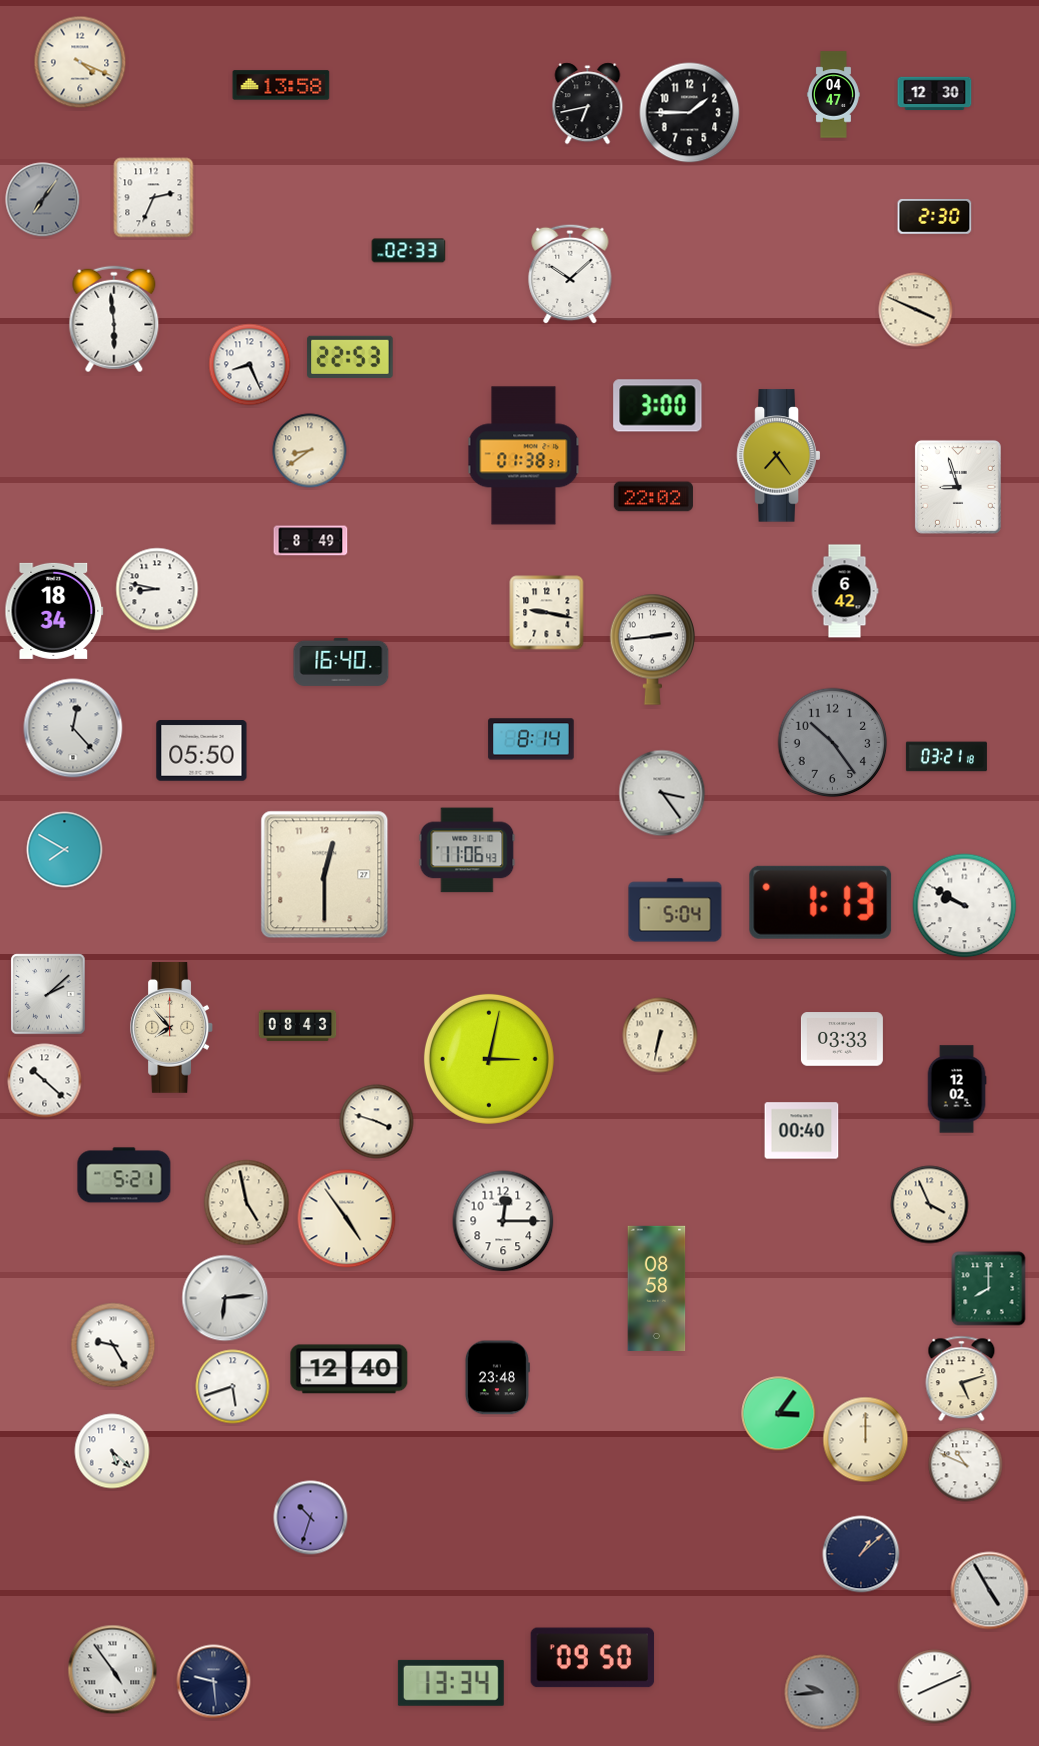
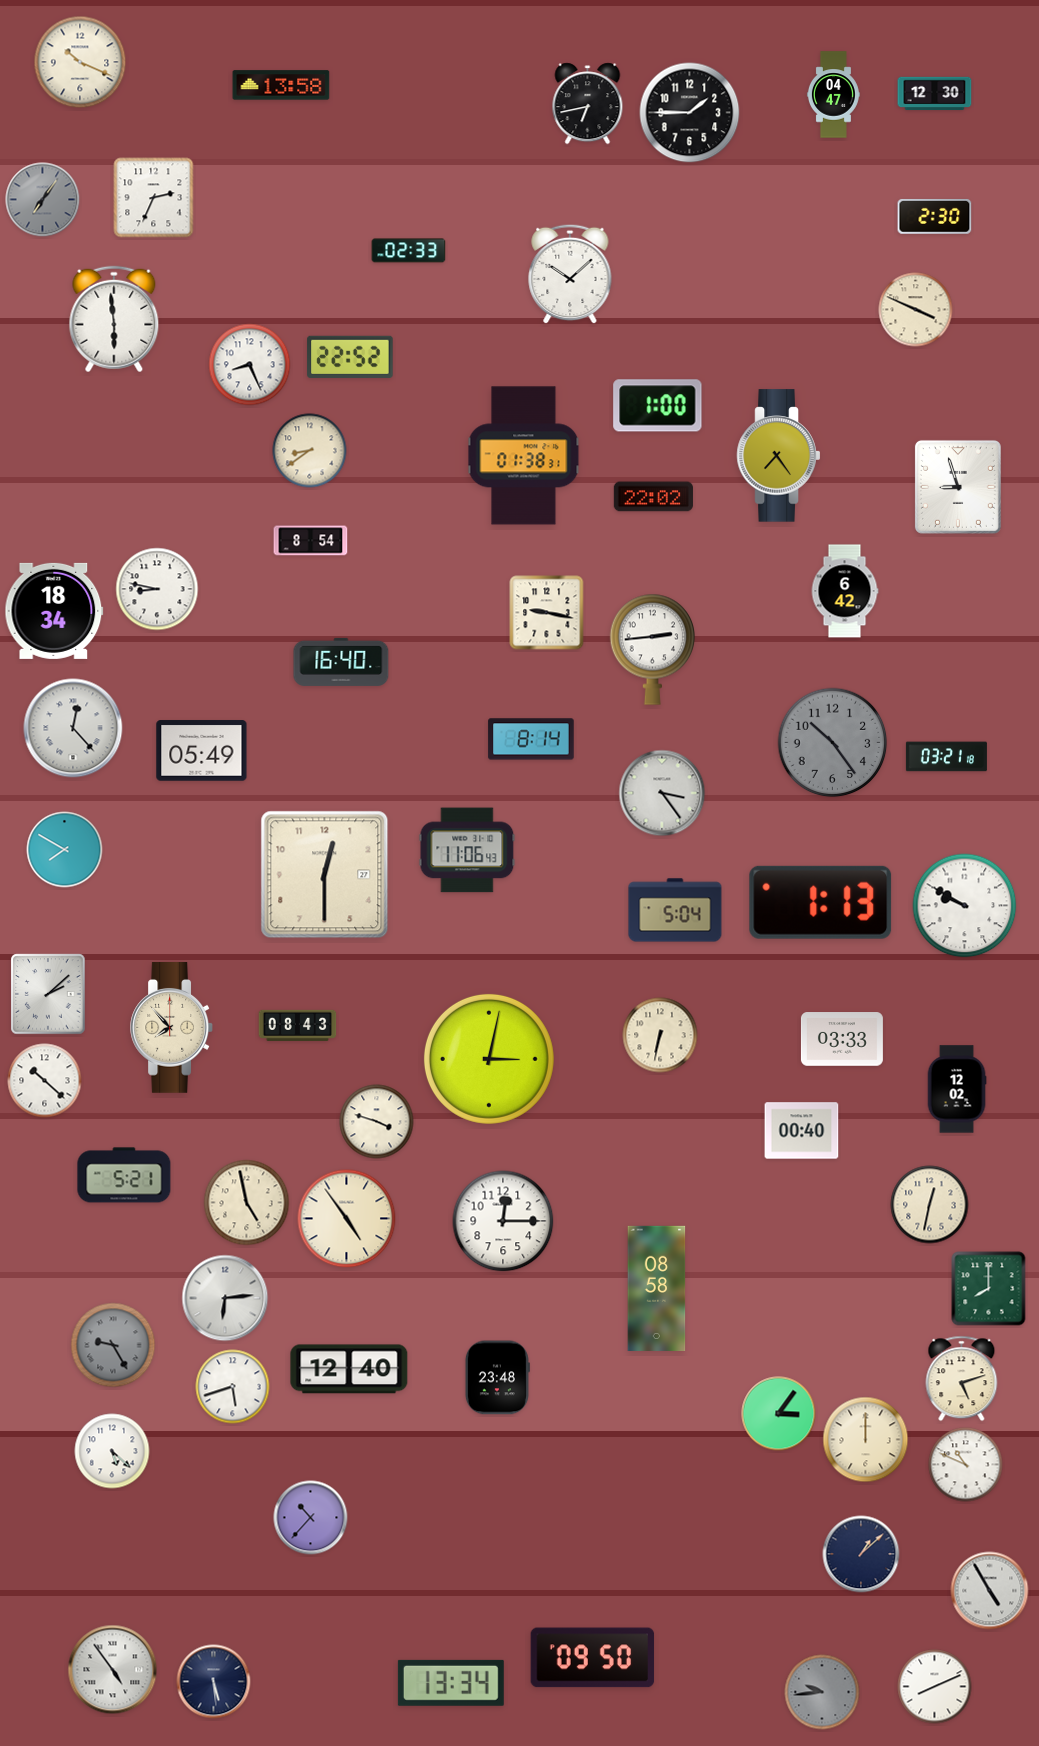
clock at (80, 62): 4:19 -> 10:19
clock at (350, 357): 22:53 -> 22:52
clock at (658, 406): 3:00 -> 1:00
clock at (311, 541): 8:49 -> 8:54
clock at (202, 751): 05:50 -> 05:49
clock at (930, 1205): 3:56 -> 12:32
clock at (113, 1345) dial: white -> grey
clock at (311, 1518): 10:33 -> 10:37
clock at (214, 1682): 9:29 -> 5:29
